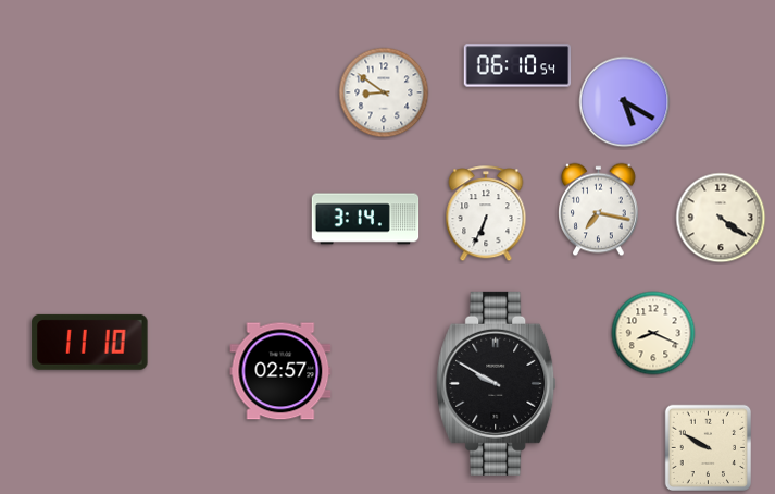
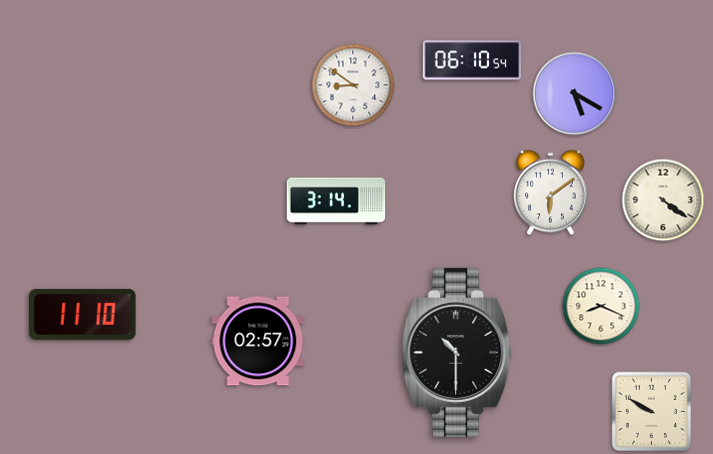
clock at (517, 65) position: (517, 65) -> (472, 60)
clock at (599, 210): 7:17 -> 6:09
clock at (486, 214): 6:34 -> none
clock at (497, 383): 9:50 -> 10:30
